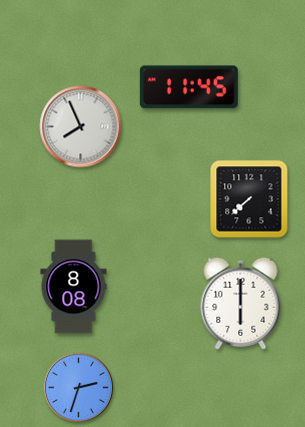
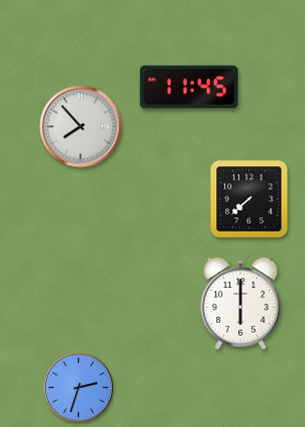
clock at (81, 127): 7:56 -> 7:53
clock at (74, 287): 8:08 -> none
